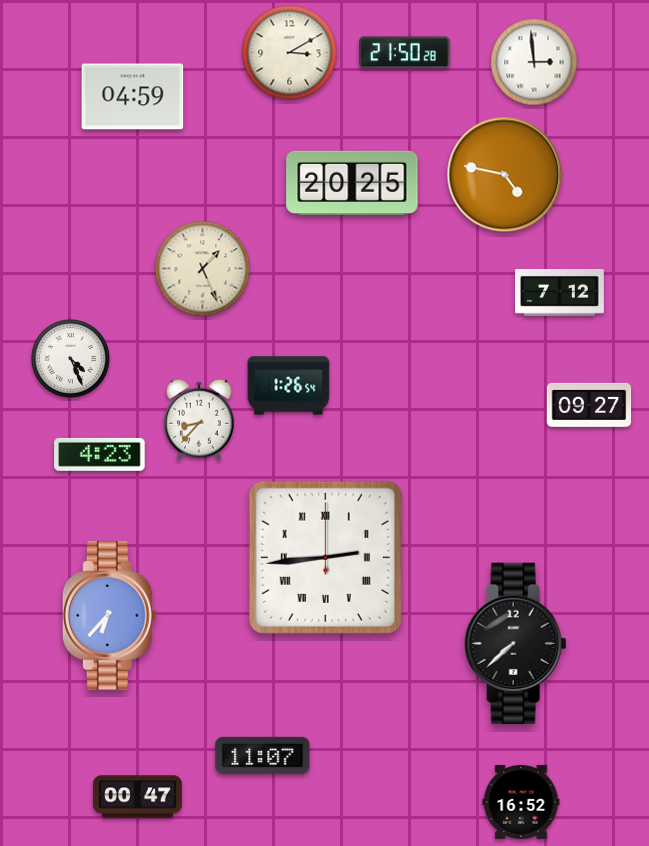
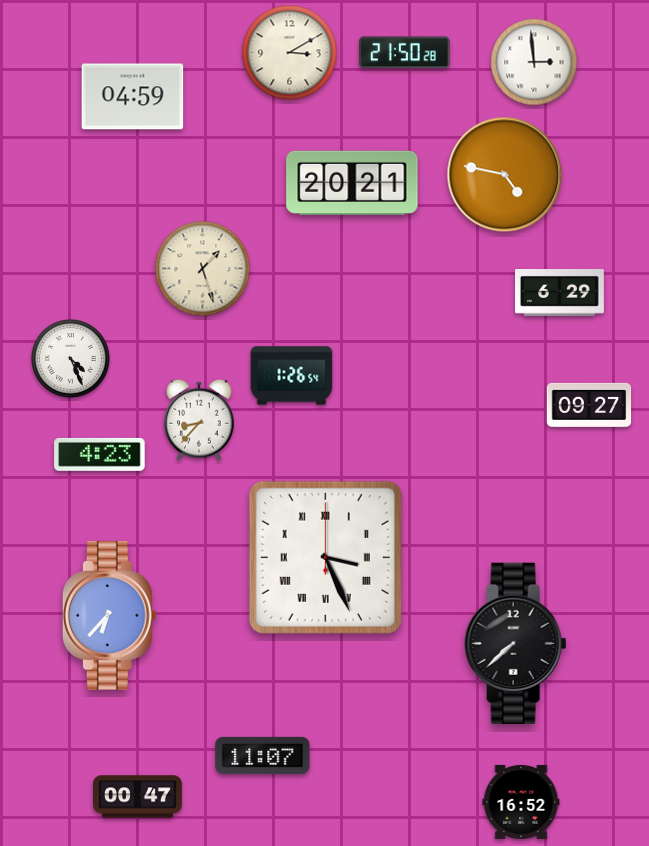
clock at (352, 182): 20:25 -> 20:21
clock at (203, 269): 1:26 -> 1:27
clock at (560, 293): 7:12 -> 6:29
clock at (289, 386) position: (289, 386) -> (292, 376)
clock at (325, 557): 2:44 -> 3:26
